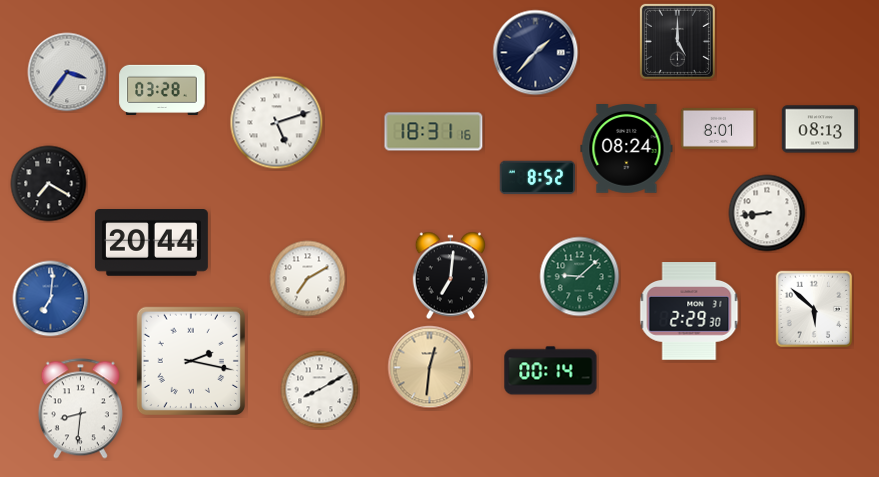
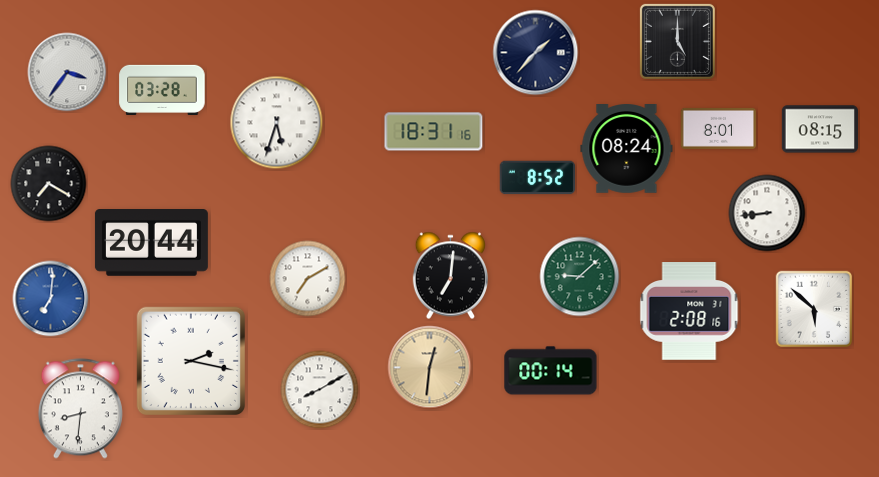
clock at (277, 123): 5:12 -> 5:33
clock at (820, 129): 08:13 -> 08:15
clock at (689, 311): 2:29 -> 2:08
